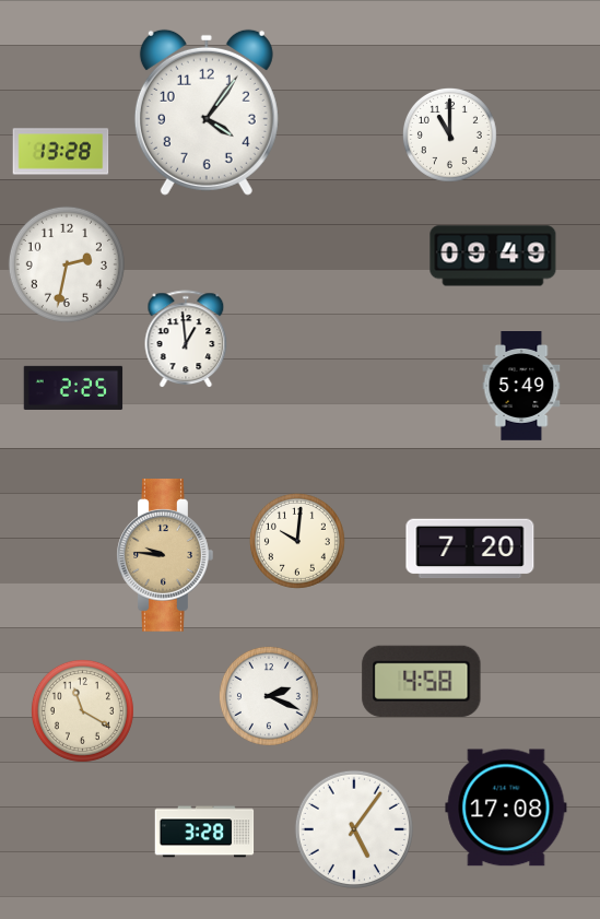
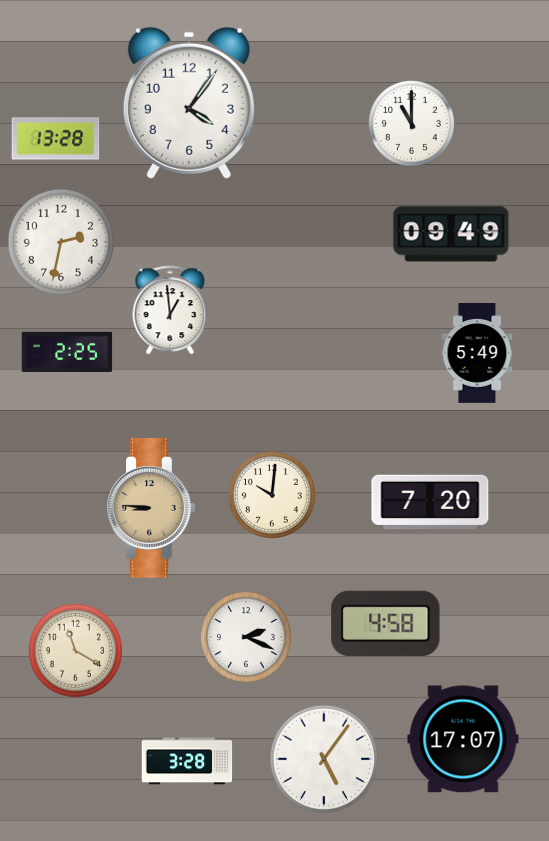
clock at (73, 388) position: (73, 388) -> (67, 352)
clock at (165, 556): 9:46 -> 8:46
clock at (506, 808): 17:08 -> 17:07
